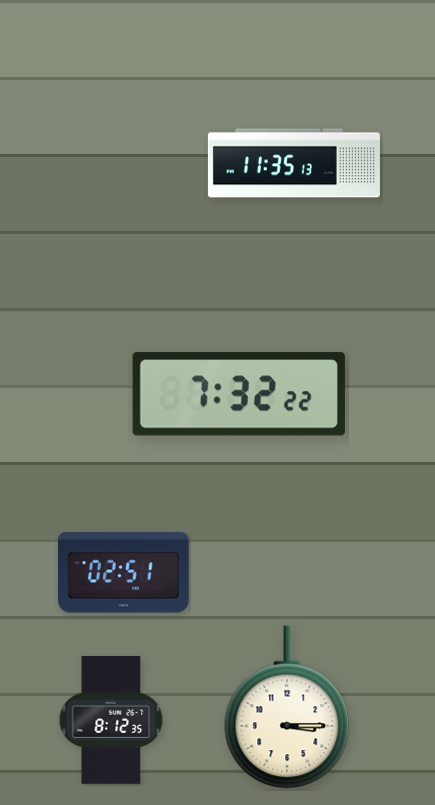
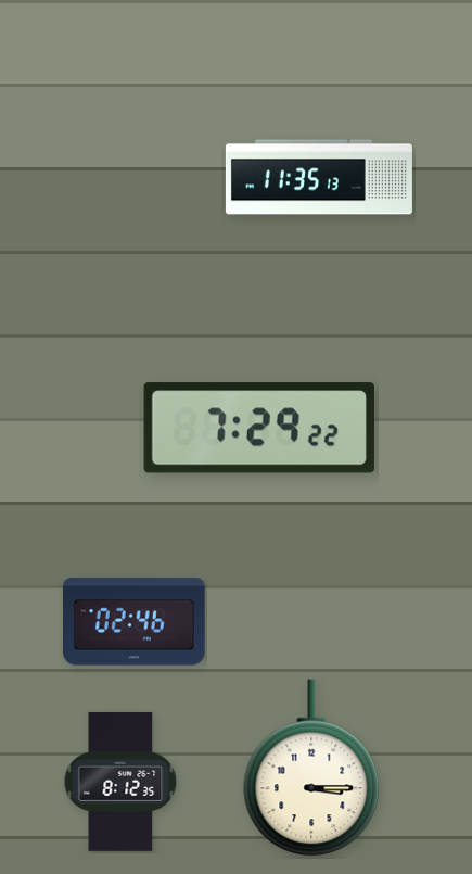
clock at (239, 394): 7:32 -> 7:29
clock at (124, 573): 02:51 -> 02:46
